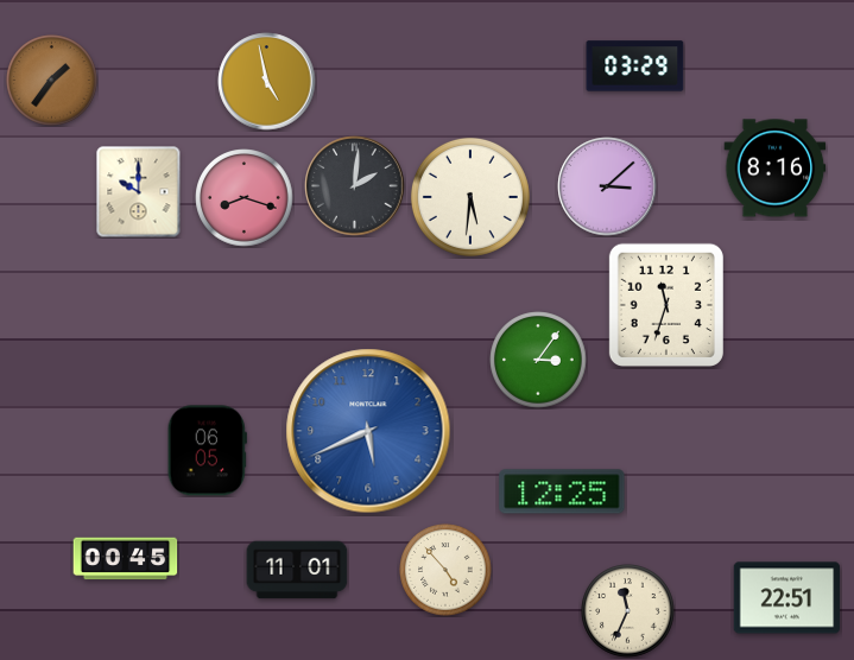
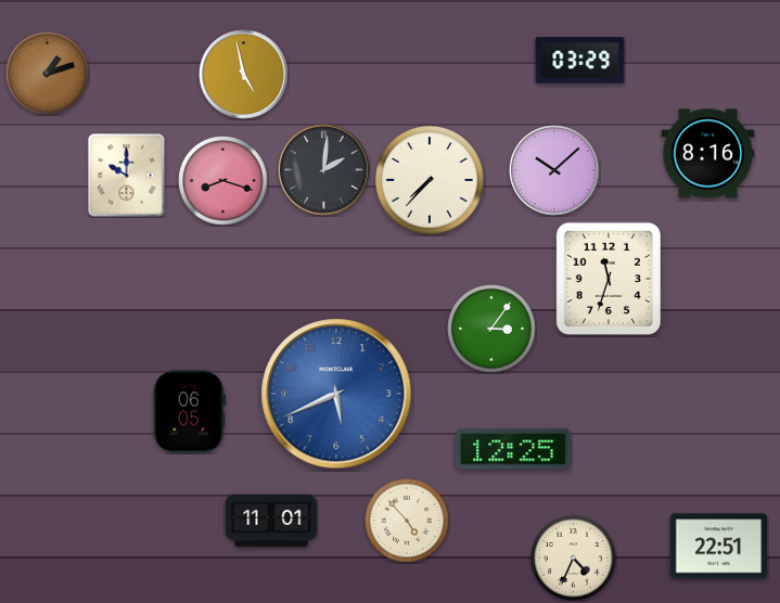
clock at (52, 81): 1:36 -> 1:12
clock at (607, 186): 3:08 -> 10:08
clock at (470, 197): 5:31 -> 7:37
clock at (126, 559): 00:45 -> none
clock at (628, 611): 11:34 -> 4:34
